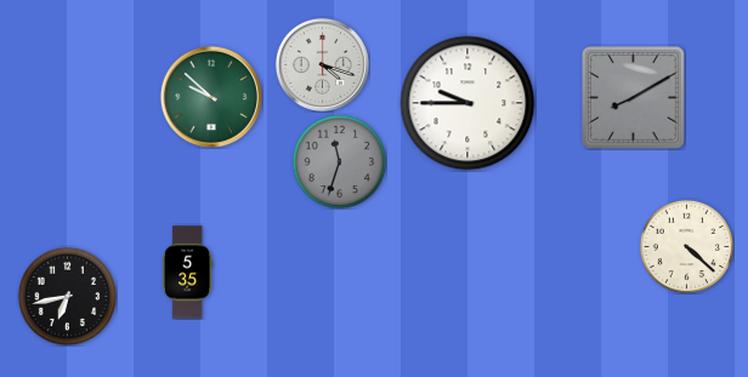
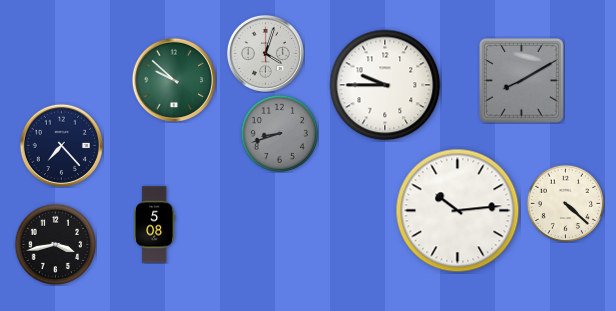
clock at (322, 64): 4:18 -> 4:03
clock at (339, 161): 11:33 -> 8:42
clock at (61, 145): none -> 7:23
clock at (458, 211): none -> 10:14
clock at (188, 273): 5:35 -> 5:08
clock at (67, 296): 6:43 -> 3:43
